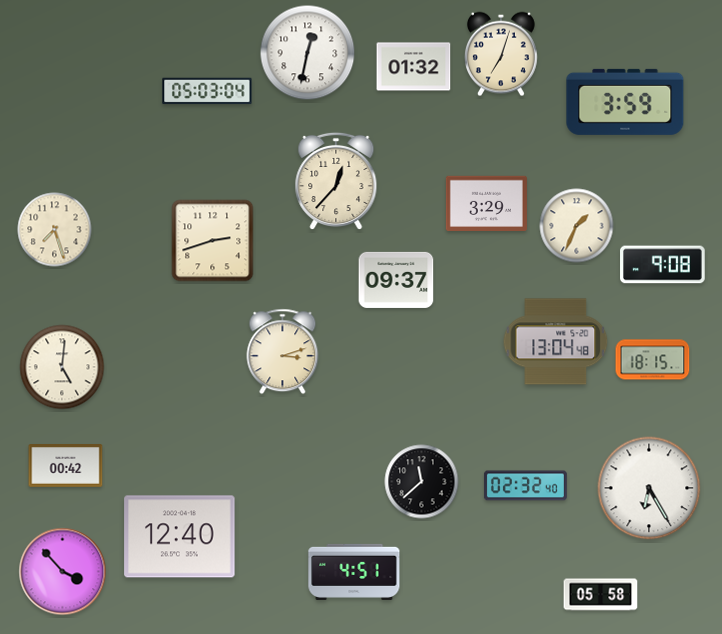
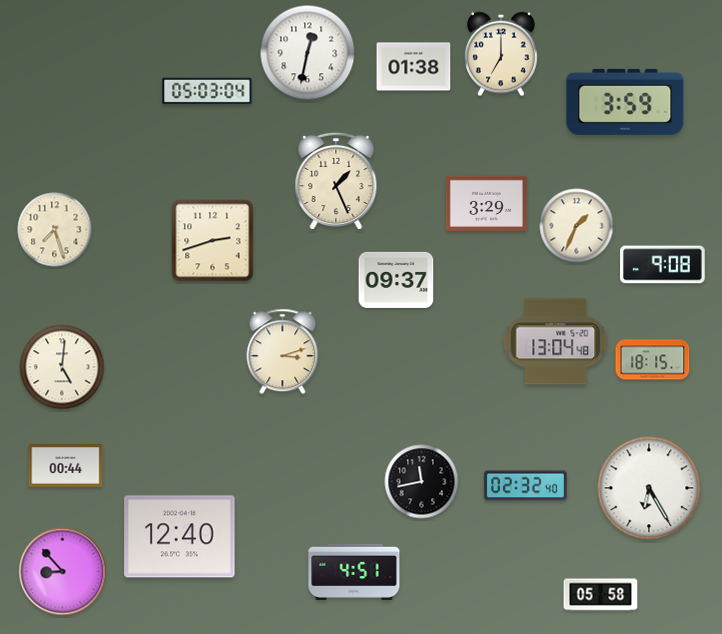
clock at (501, 54): 7:03 -> 7:00
clock at (414, 67): 01:32 -> 01:38
clock at (336, 181): 12:37 -> 1:26
clock at (66, 466): 00:42 -> 00:44
clock at (422, 482): 11:38 -> 11:43
clock at (63, 572): 3:53 -> 8:53
